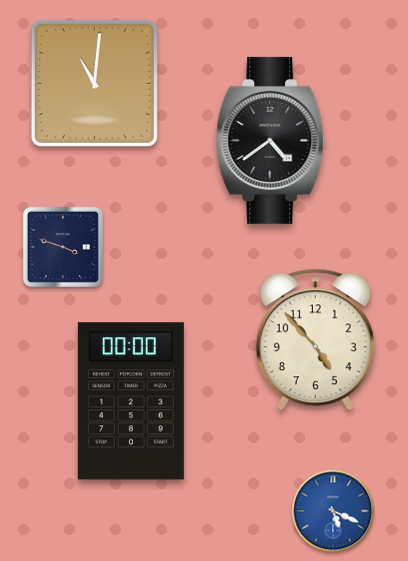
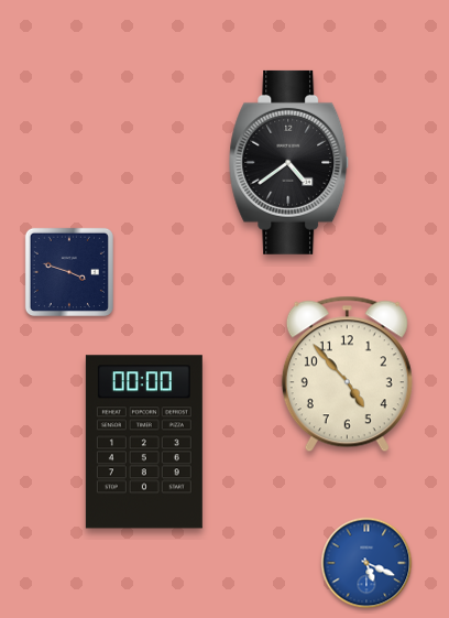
clock at (94, 83): 11:01 -> none
clock at (271, 140) position: (271, 140) -> (289, 162)
